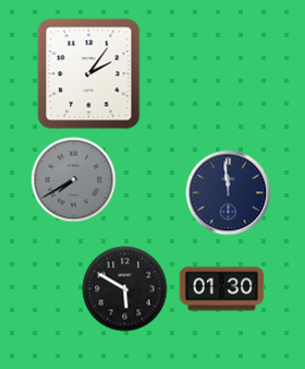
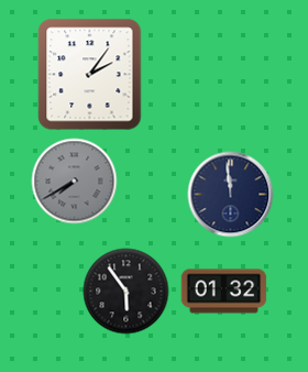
clock at (124, 288): 5:50 -> 5:54
clock at (221, 289): 01:30 -> 01:32
